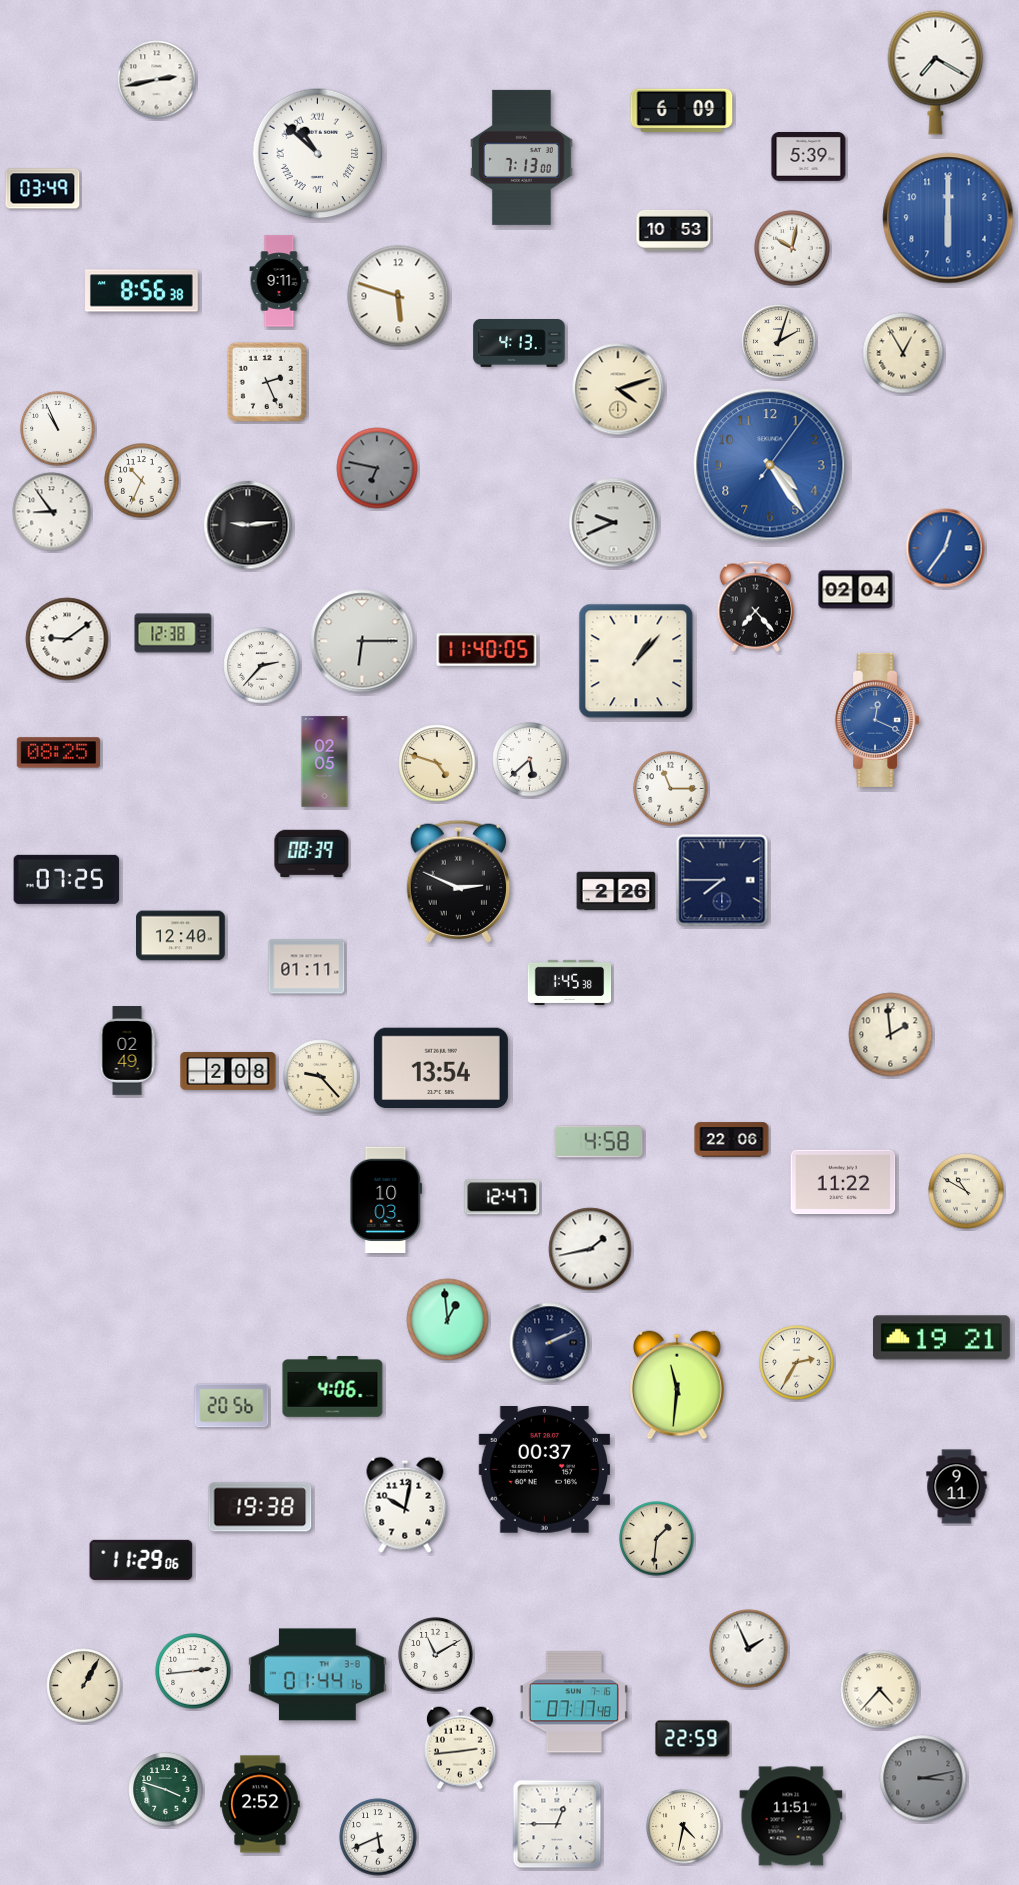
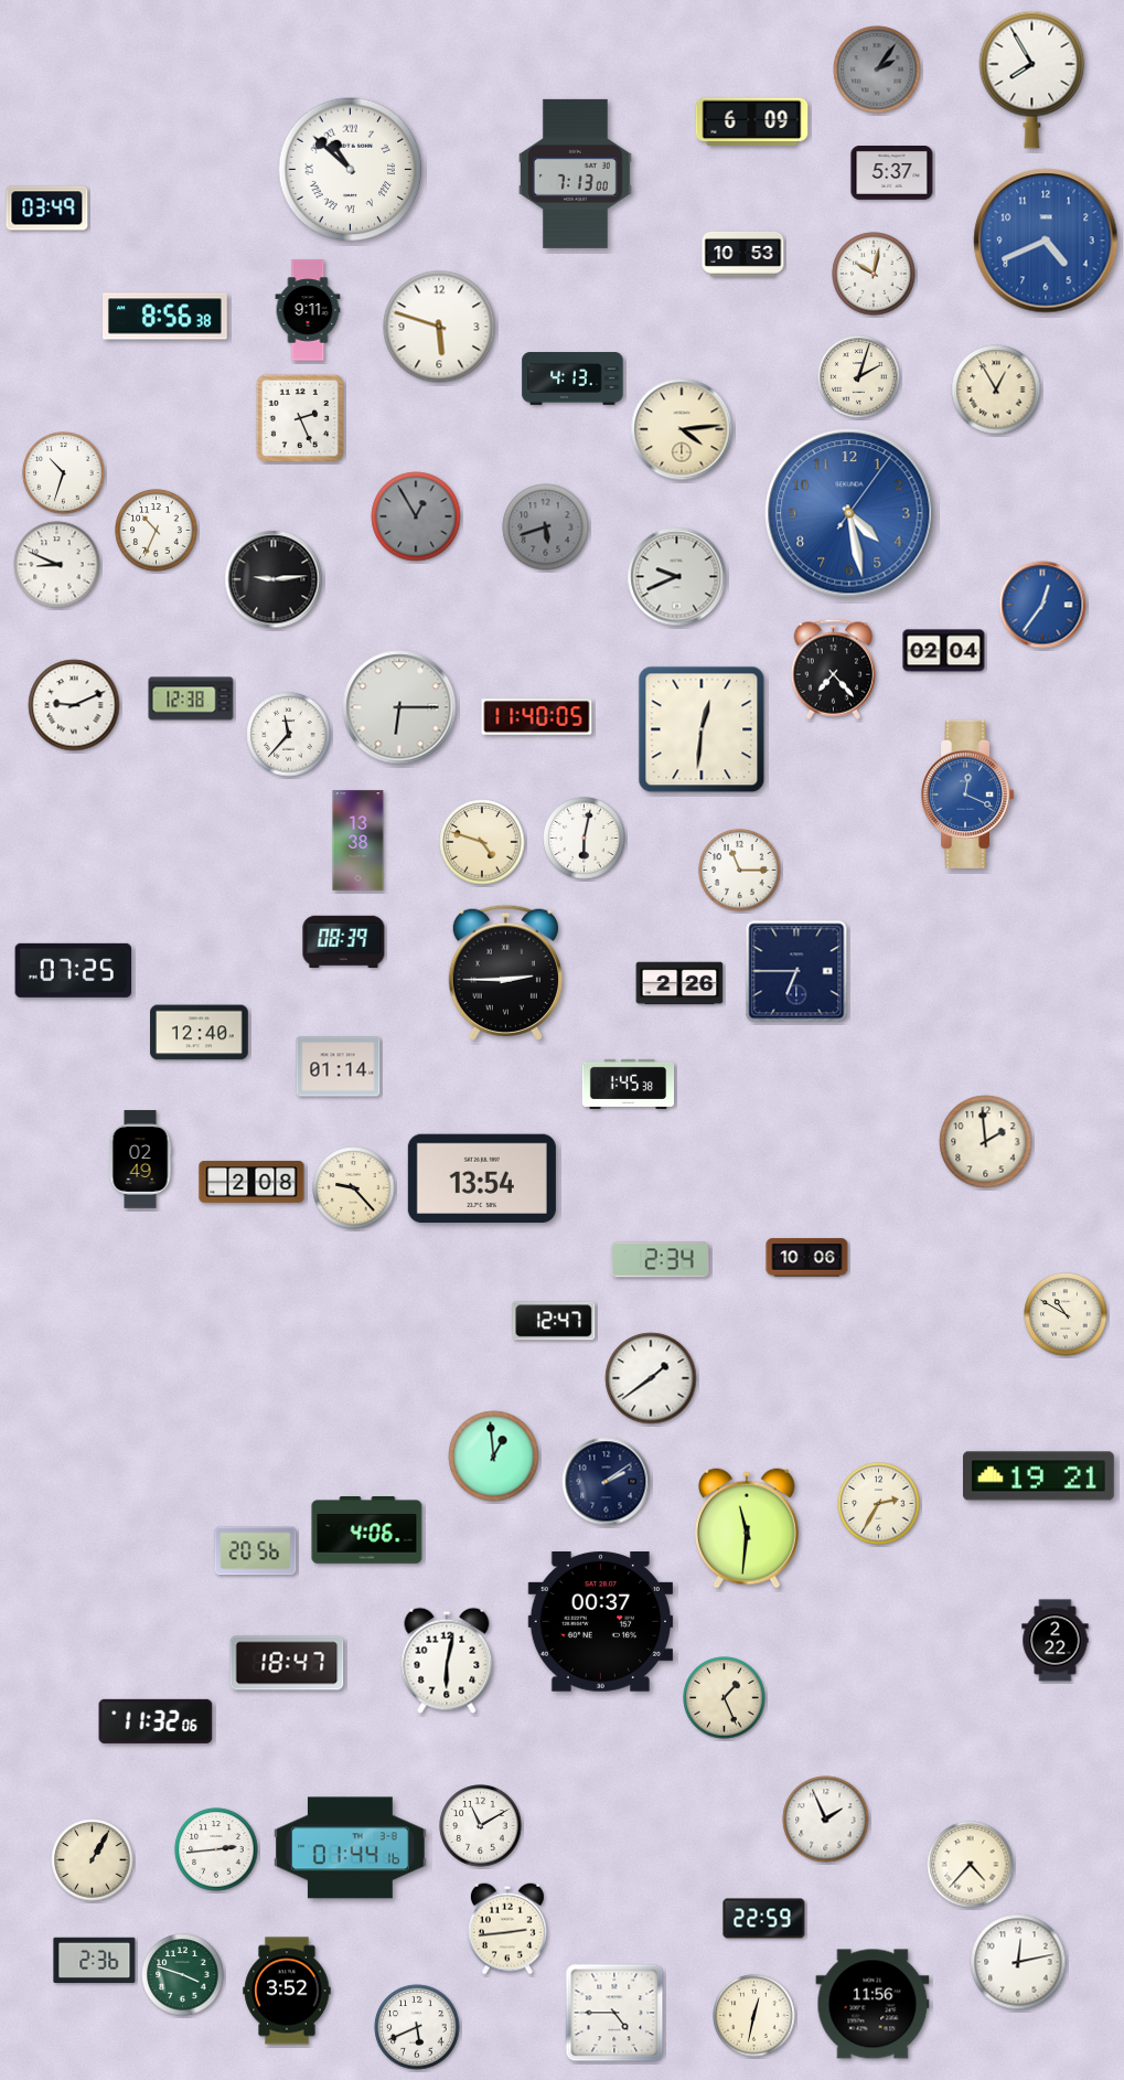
clock at (877, 70): none -> 2:06
clock at (936, 72): 7:20 -> 7:55
clock at (157, 80): 2:43 -> none
clock at (809, 157): 5:39 -> 5:37
clock at (948, 218): 6:00 -> 4:41
clock at (142, 291) position: (142, 291) -> (165, 317)
clock at (266, 381) position: (266, 381) -> (299, 417)
clock at (618, 389): 4:12 -> 4:14
clock at (58, 429): 10:56 -> 10:33
clock at (770, 465): 4:24 -> 4:28
clock at (377, 468): 6:47 -> 12:55
clock at (546, 527): none -> 5:42
clock at (52, 512): 8:54 -> 8:49
clock at (67, 639): 9:09 -> 9:11
clock at (636, 661): 1:07 -> 12:31
clock at (262, 666): 2:37 -> 11:37
clock at (58, 753): 08:25 -> none
clock at (530, 760): 5:38 -> 6:02
clock at (325, 762): 02:05 -> 13:38
clock at (722, 880): 7:45 -> 6:45
clock at (458, 881): 2:49 -> 2:45
clock at (307, 967): 01:11 -> 01:14
clock at (891, 1035) position: (891, 1035) -> (986, 1142)
clock at (441, 1067) position: (441, 1067) -> (482, 1177)
clock at (732, 1140): 22:06 -> 10:06
clock at (599, 1142): 4:58 -> 2:34
clock at (843, 1182): 11:22 -> none
clock at (386, 1200): 10:03 -> none
clock at (590, 1249): 1:43 -> 1:39
clock at (550, 1343): 2:11 -> 2:09
clock at (957, 1487): 9:11 -> 2:22
clock at (405, 1505): 10:02 -> 6:02
clock at (260, 1507): 19:38 -> 18:47
clock at (657, 1539): 1:31 -> 1:26
clock at (141, 1560): 11:29 -> 11:32
clock at (193, 1671) position: (193, 1671) -> (216, 1849)
clock at (574, 1702): 07:17 -> none
clock at (95, 1961): none -> 2:36
clock at (923, 1778): 3:13 -> 12:13
clock at (923, 1778) dial: grey -> white
clock at (260, 1804): 2:52 -> 3:52
clock at (791, 1816): 11:51 -> 11:56
clock at (557, 1824): 12:45 -> 4:45
clock at (684, 1827): 4:32 -> 12:32
